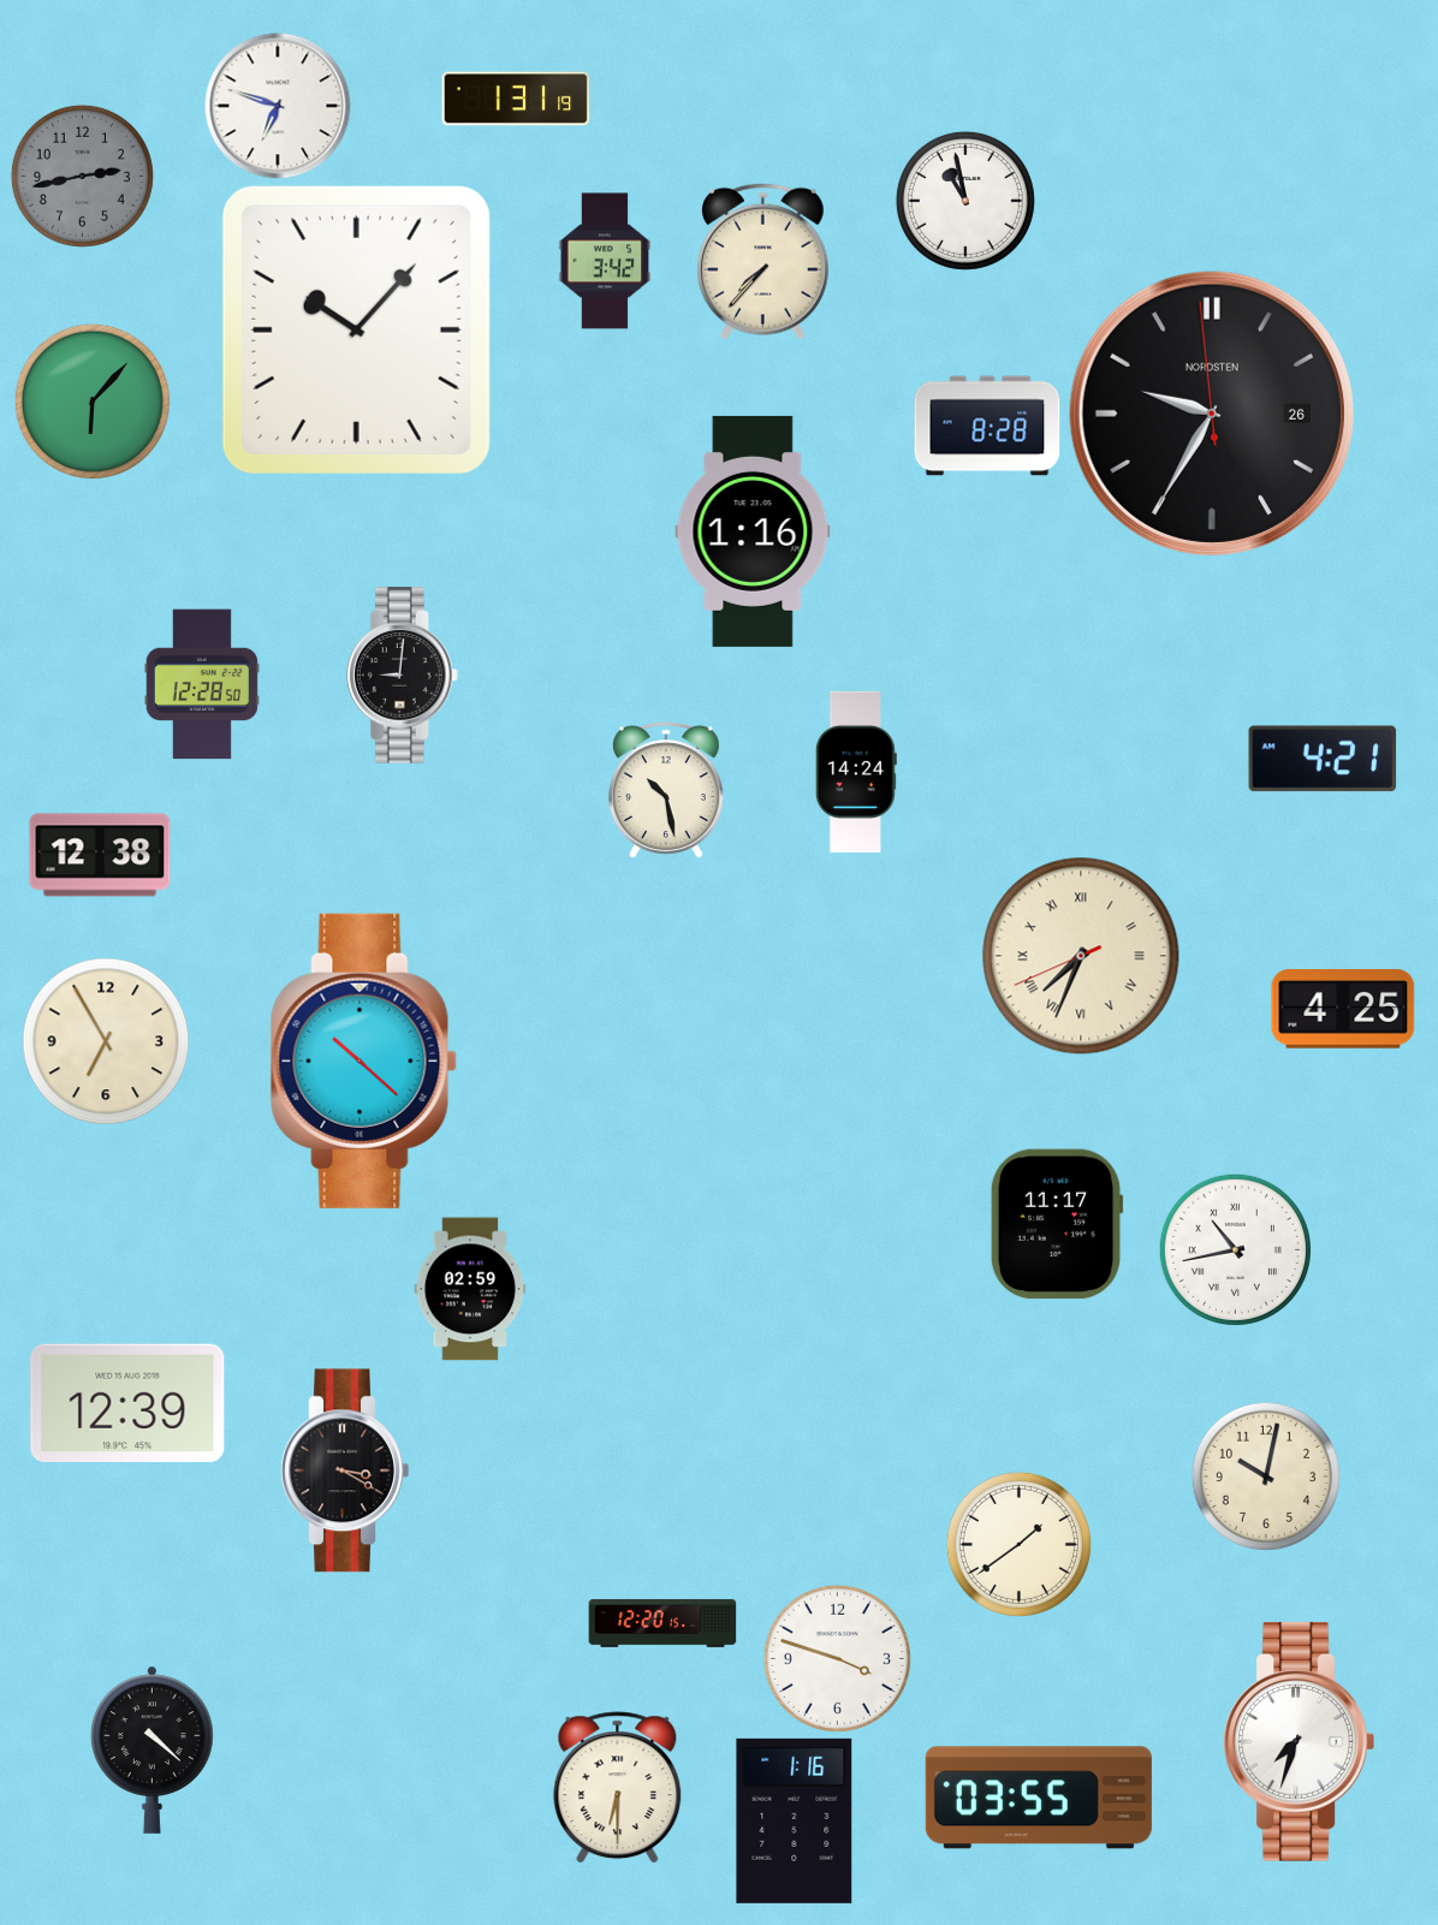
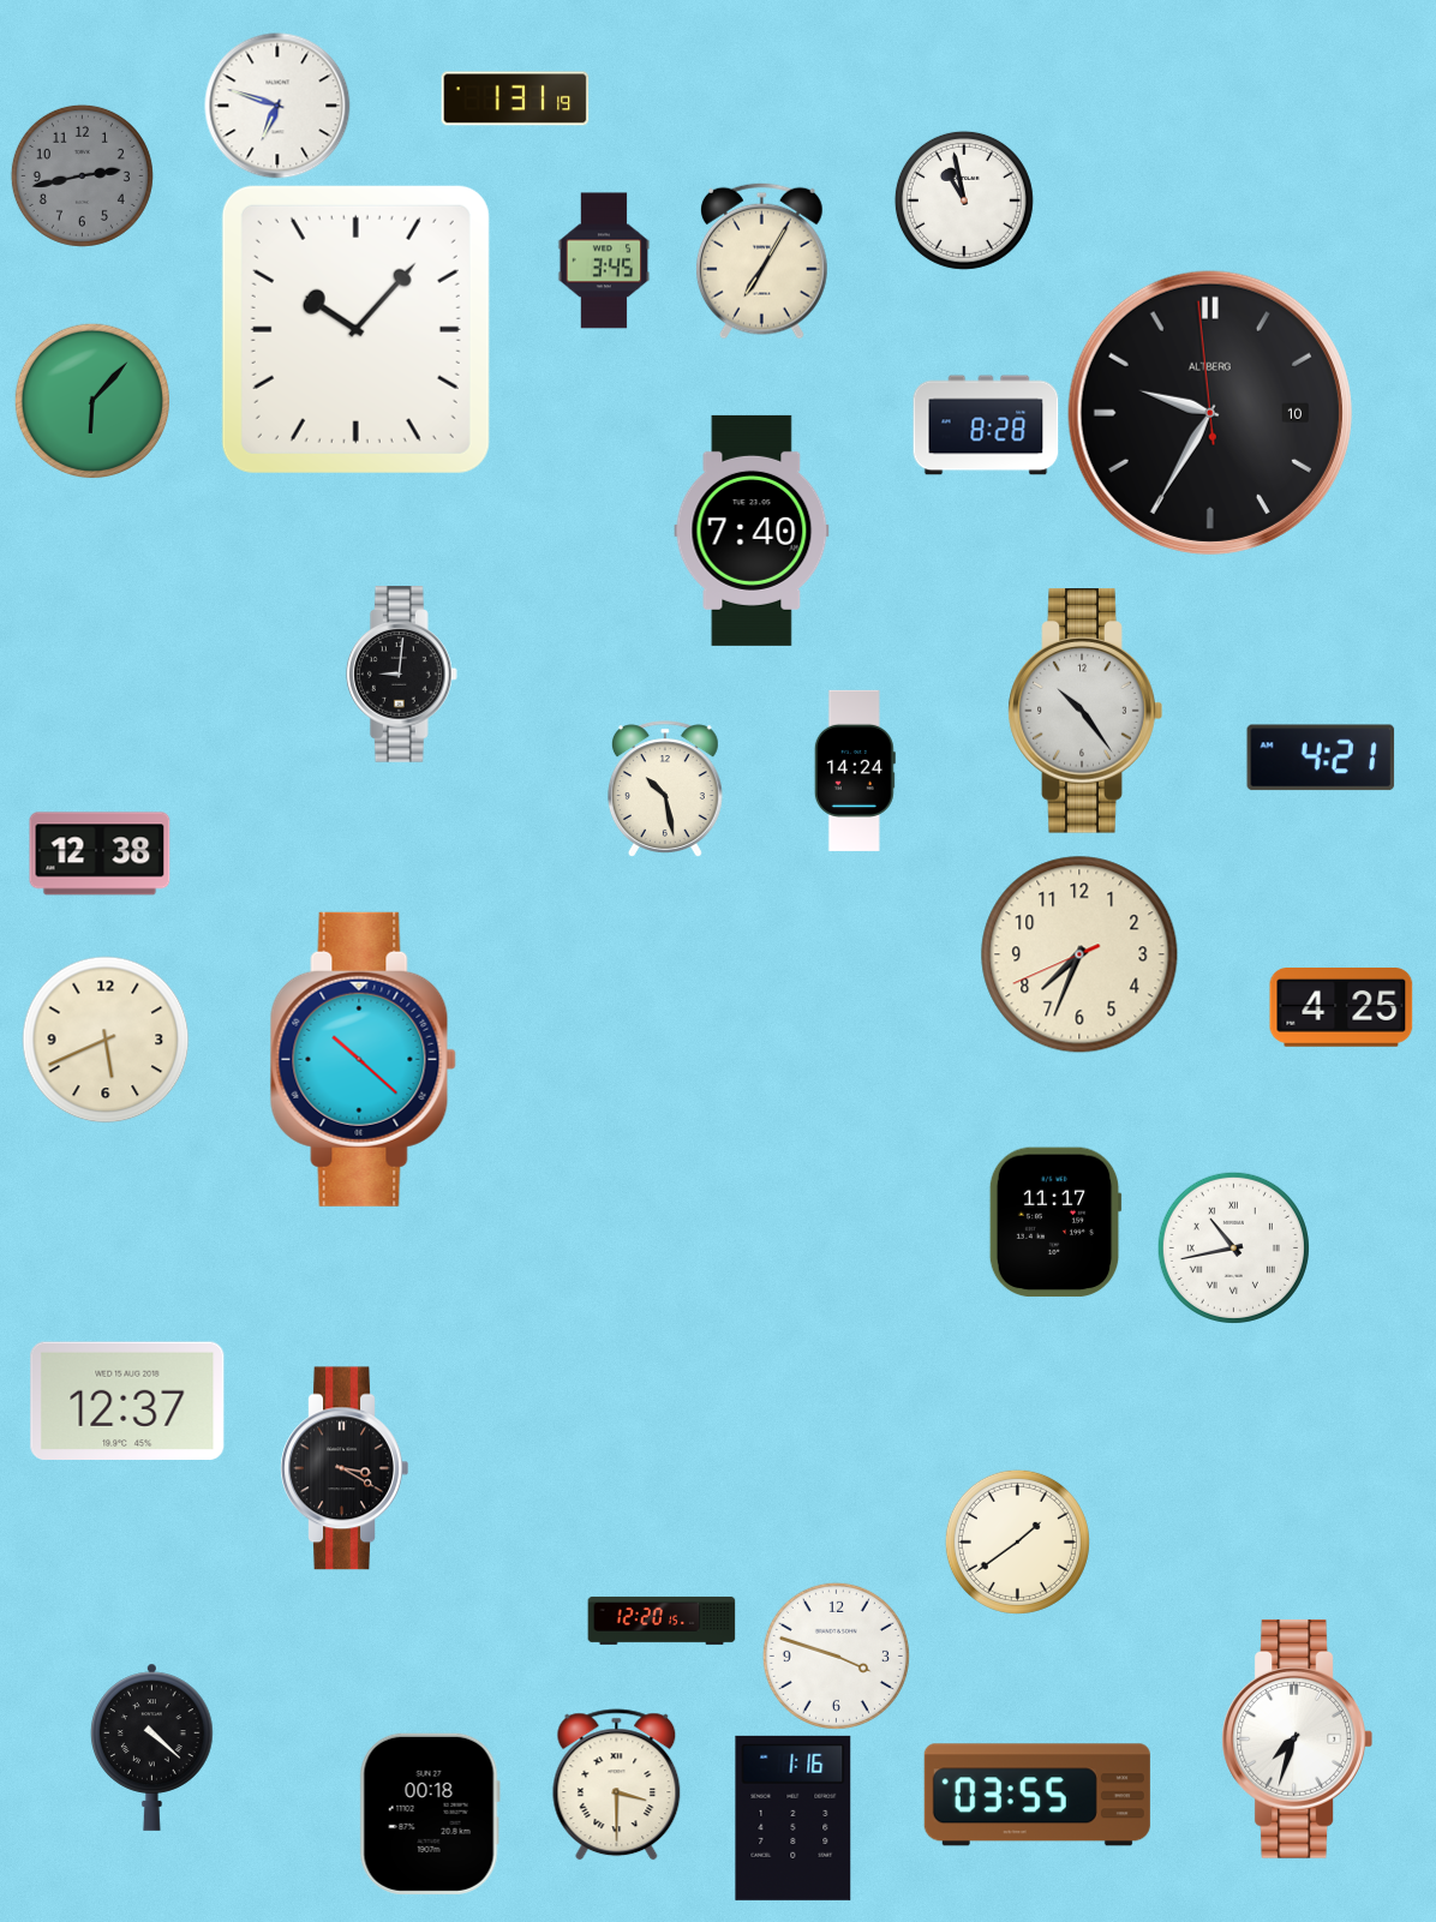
clock at (605, 261): 3:42 -> 3:45
clock at (762, 261): 7:37 -> 7:05
clock at (1212, 414) date: 26 -> 10
clock at (1212, 414) brand: NORDSTEN -> ALTBERG
clock at (753, 531): 1:16 -> 7:40
clock at (202, 684): 12:28 -> none
clock at (1085, 711): none -> 10:24
clock at (1081, 956) numerals: Roman -> Arabic
clock at (106, 1041): 6:55 -> 5:41
clock at (470, 1289): 02:59 -> none
clock at (127, 1402): 12:39 -> 12:37
clock at (1266, 1477): 10:02 -> none
clock at (618, 1788): 6:30 -> 3:30
clock at (430, 1814): none -> 00:18
